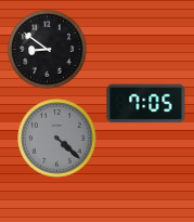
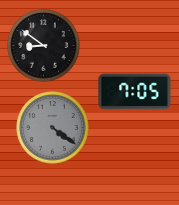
clock at (146, 104) position: (146, 104) -> (135, 92)
clock at (57, 139): 4:22 -> 4:21
